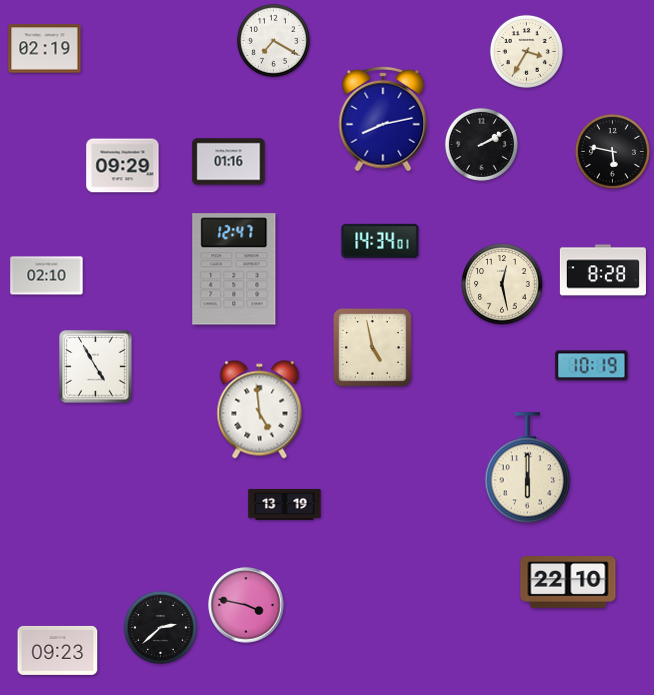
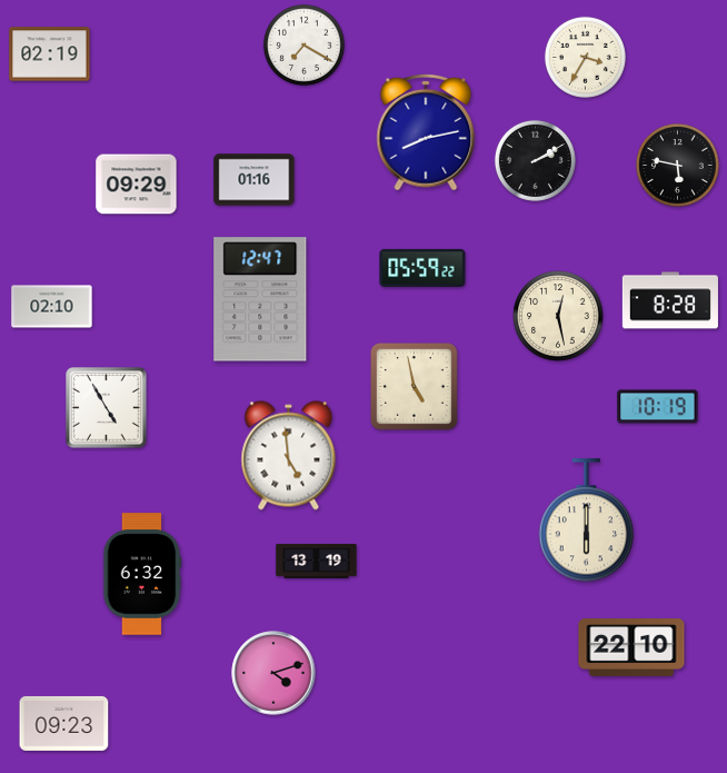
clock at (612, 151) position: (612, 151) -> (677, 165)
clock at (380, 241): 14:34 -> 05:59
clock at (142, 574): none -> 6:32
clock at (246, 605): 3:47 -> 4:12
clock at (160, 627): 2:38 -> none
